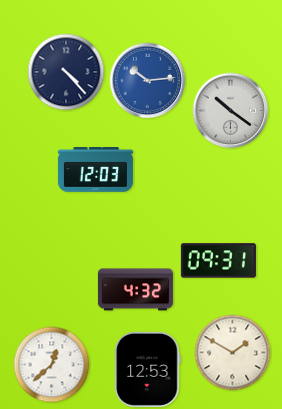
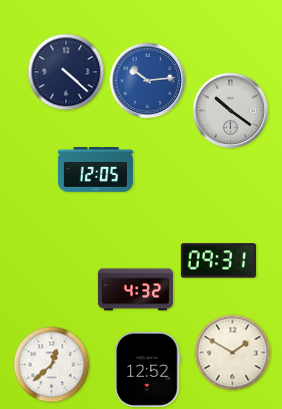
clock at (66, 72): 4:23 -> 4:22
clock at (95, 170): 12:03 -> 12:05
clock at (148, 369): 12:53 -> 12:52
